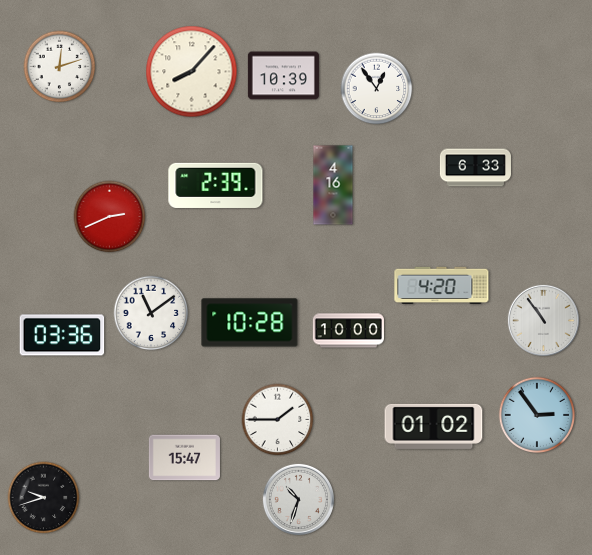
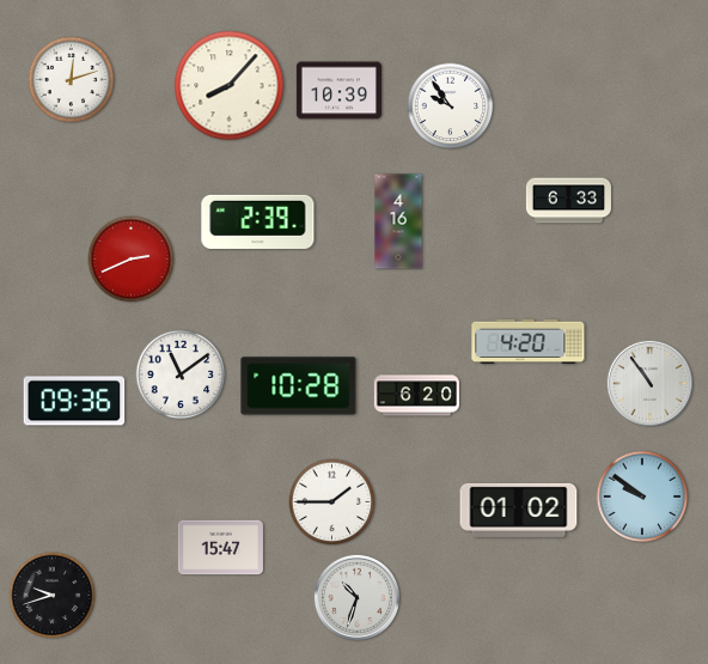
clock at (377, 89): 12:54 -> 9:54
clock at (348, 331): 10:00 -> 6:20
clock at (62, 335): 03:36 -> 09:36
clock at (537, 415): 2:54 -> 9:51
